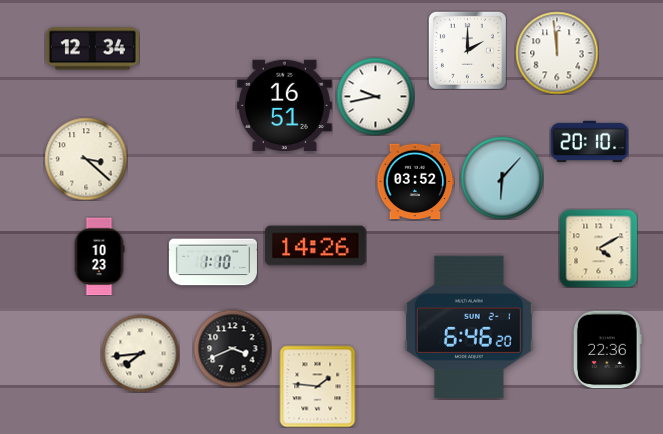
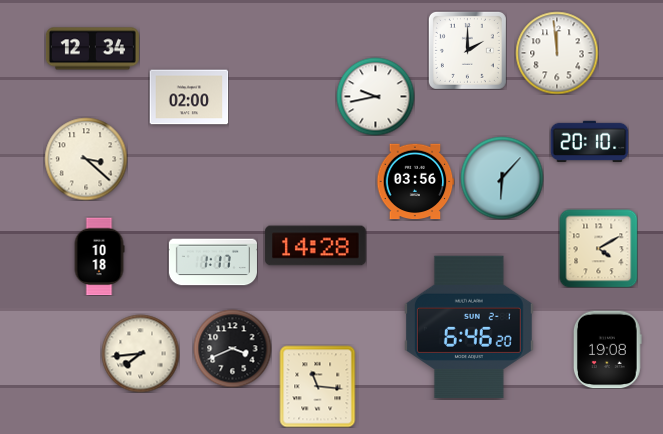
clock at (189, 97): none -> 02:00
clock at (284, 106): 16:51 -> none
clock at (415, 182): 03:52 -> 03:56
clock at (316, 246): 14:26 -> 14:28
clock at (99, 256): 10:23 -> 10:18
clock at (213, 262): 1:10 -> 1:17
clock at (608, 349): 22:36 -> 19:08
clock at (318, 386): 1:46 -> 11:16
